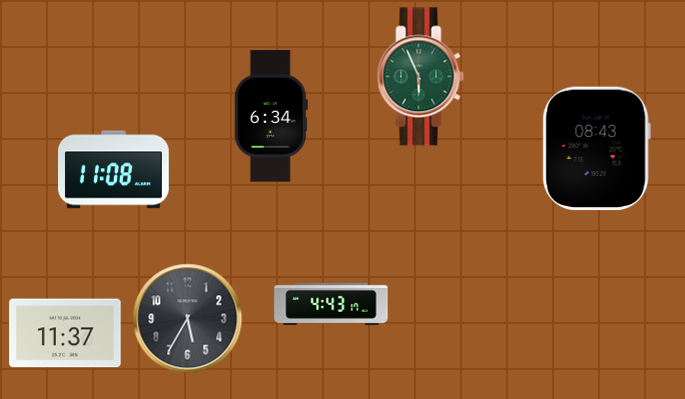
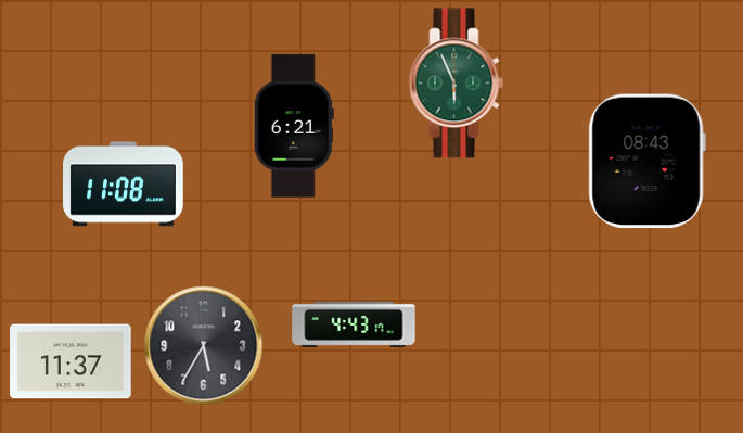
clock at (271, 116): 6:34 -> 6:21
clock at (331, 304) position: (331, 304) -> (354, 324)
